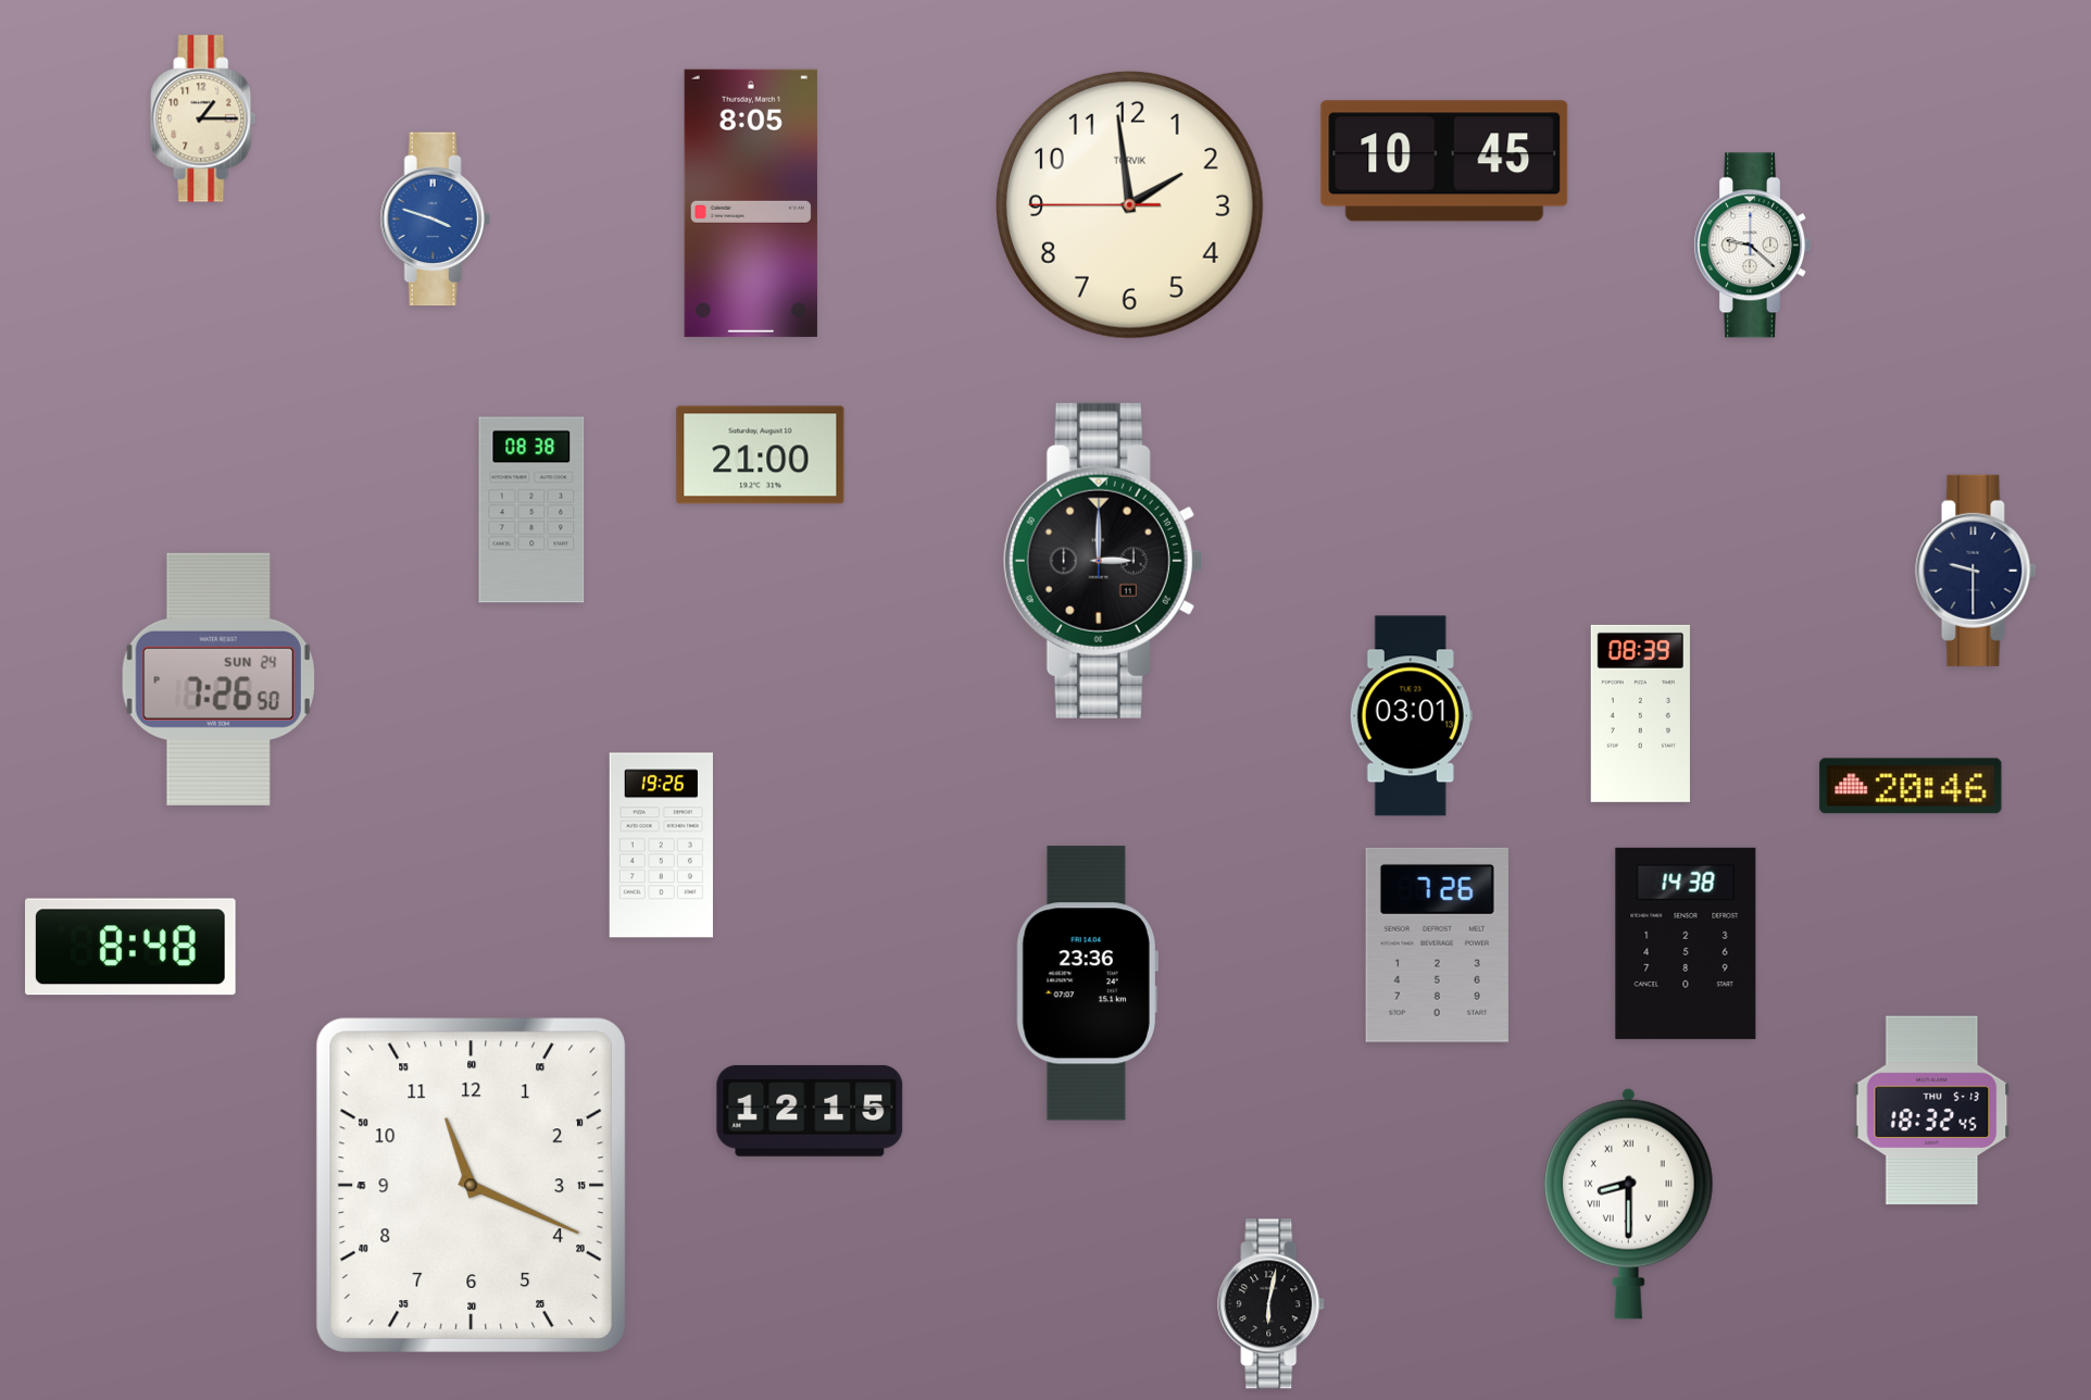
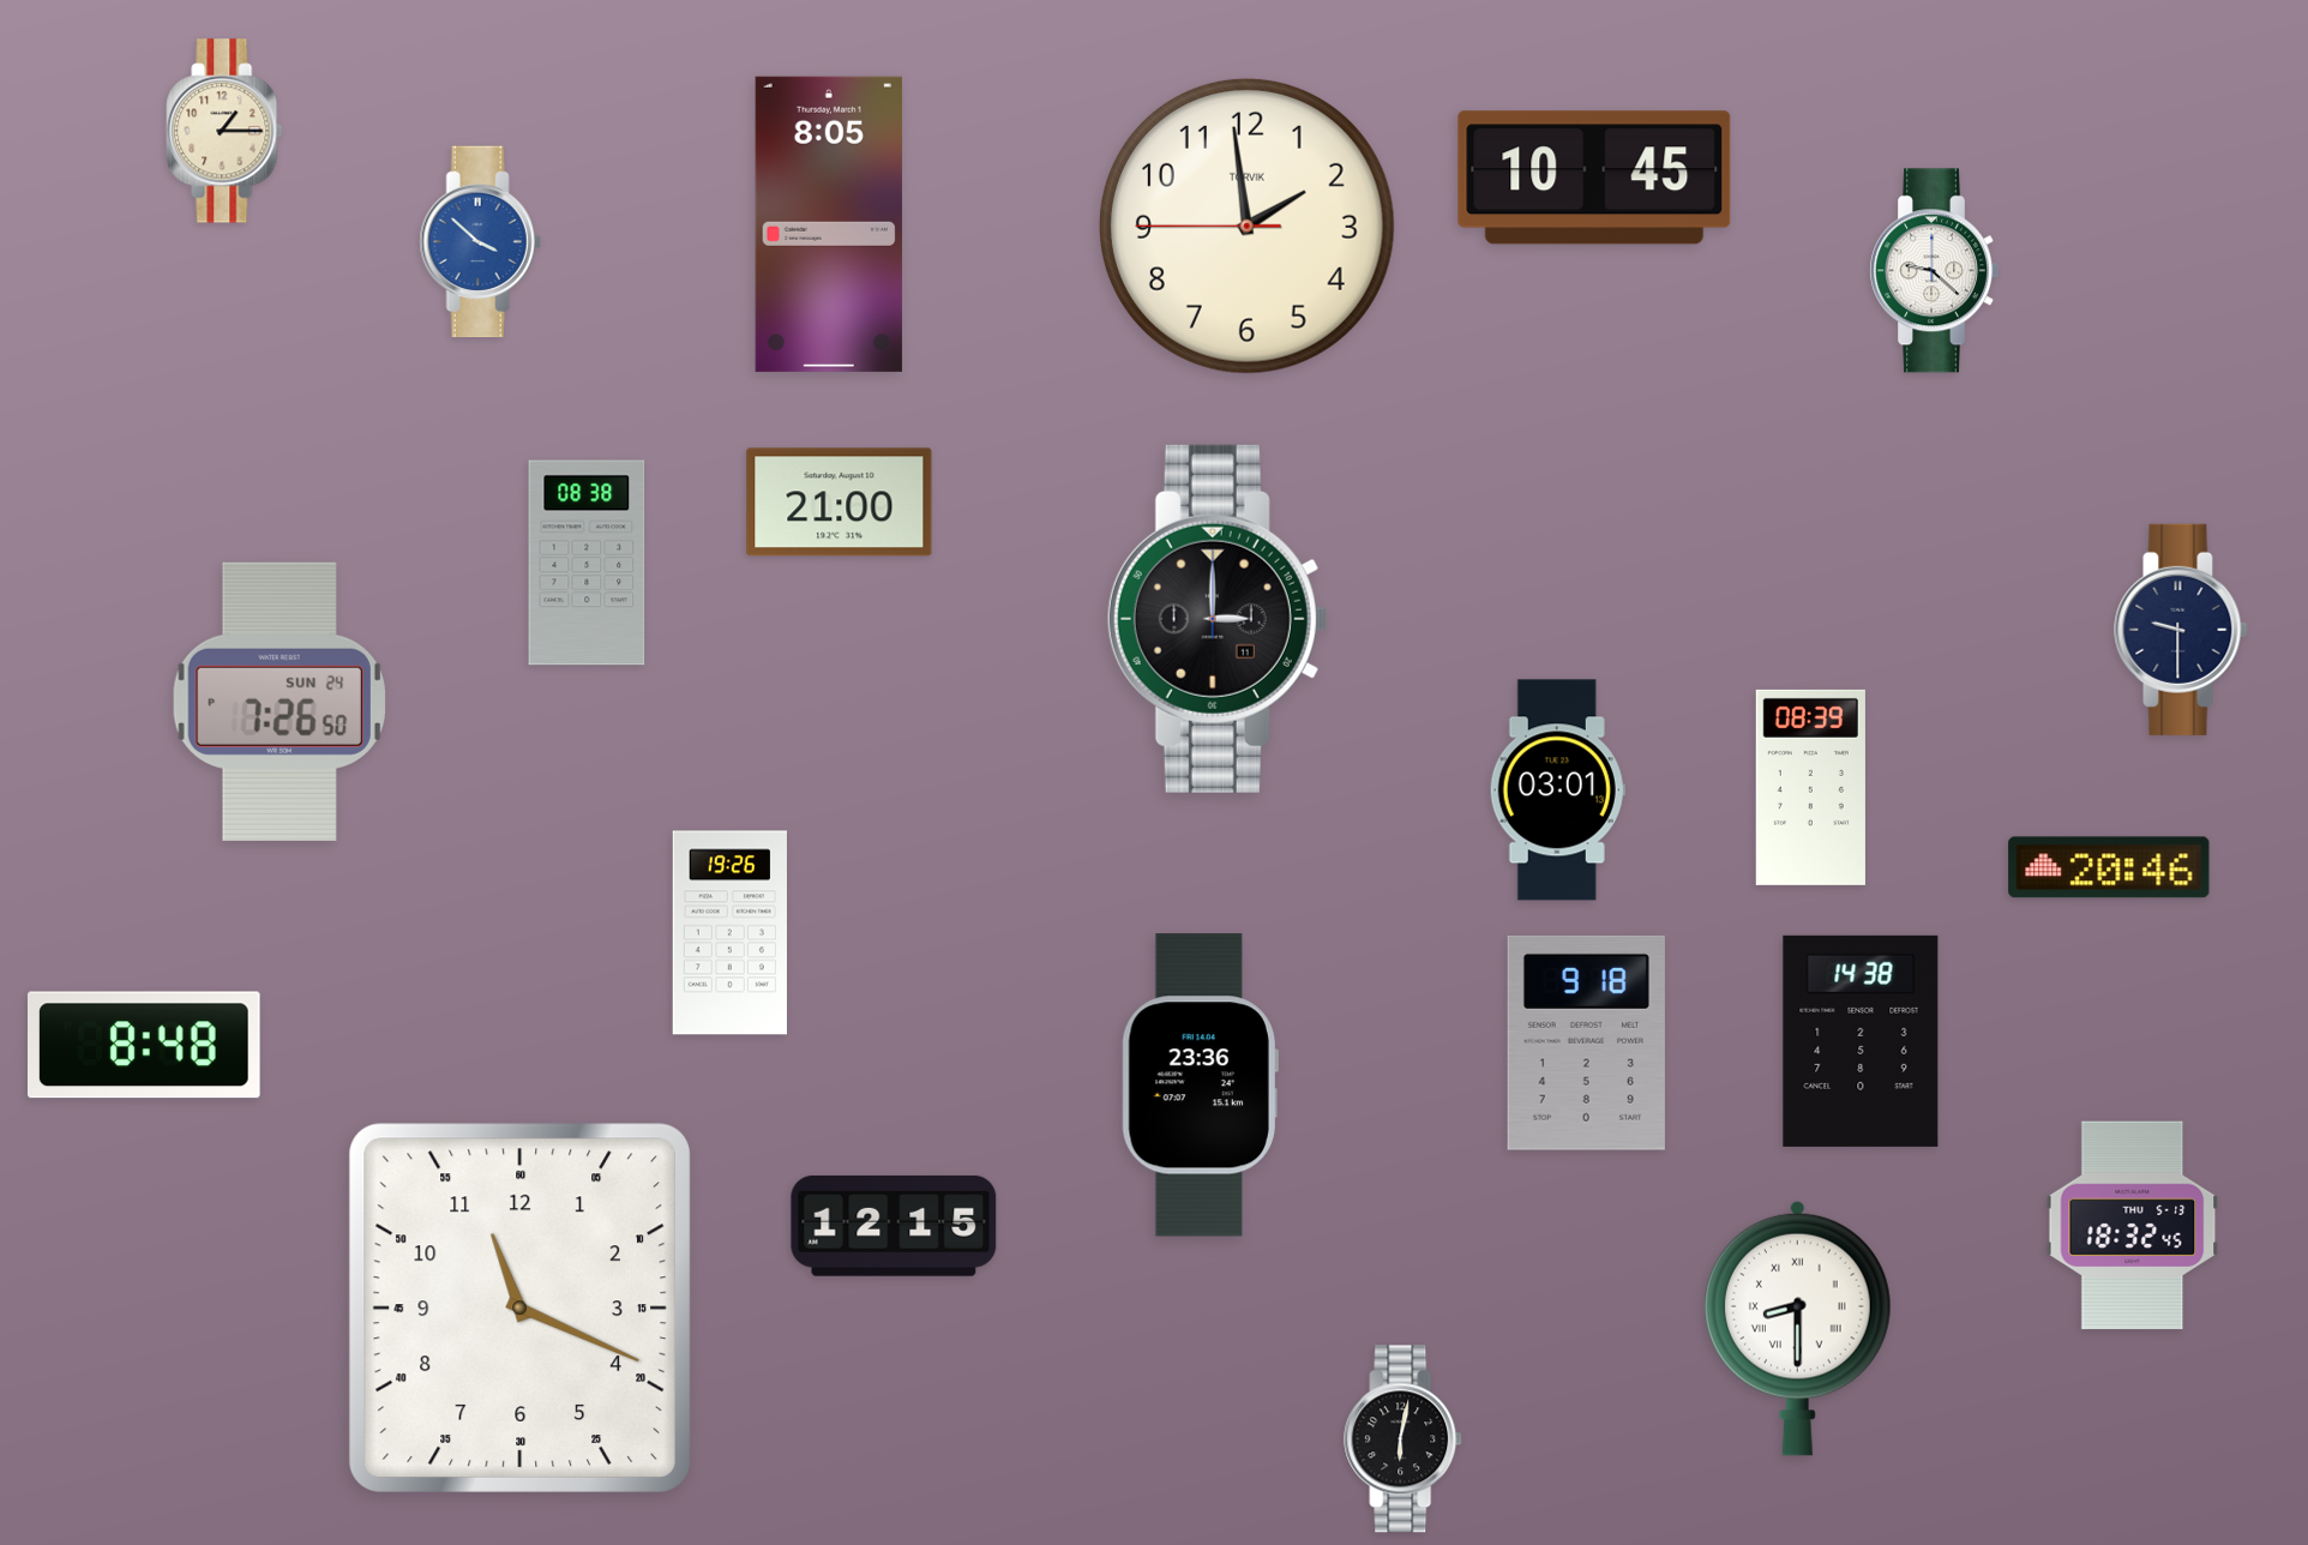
clock at (435, 220): 3:48 -> 3:52
clock at (218, 679) position: (218, 679) -> (280, 702)
clock at (1437, 945): 7:26 -> 9:18
